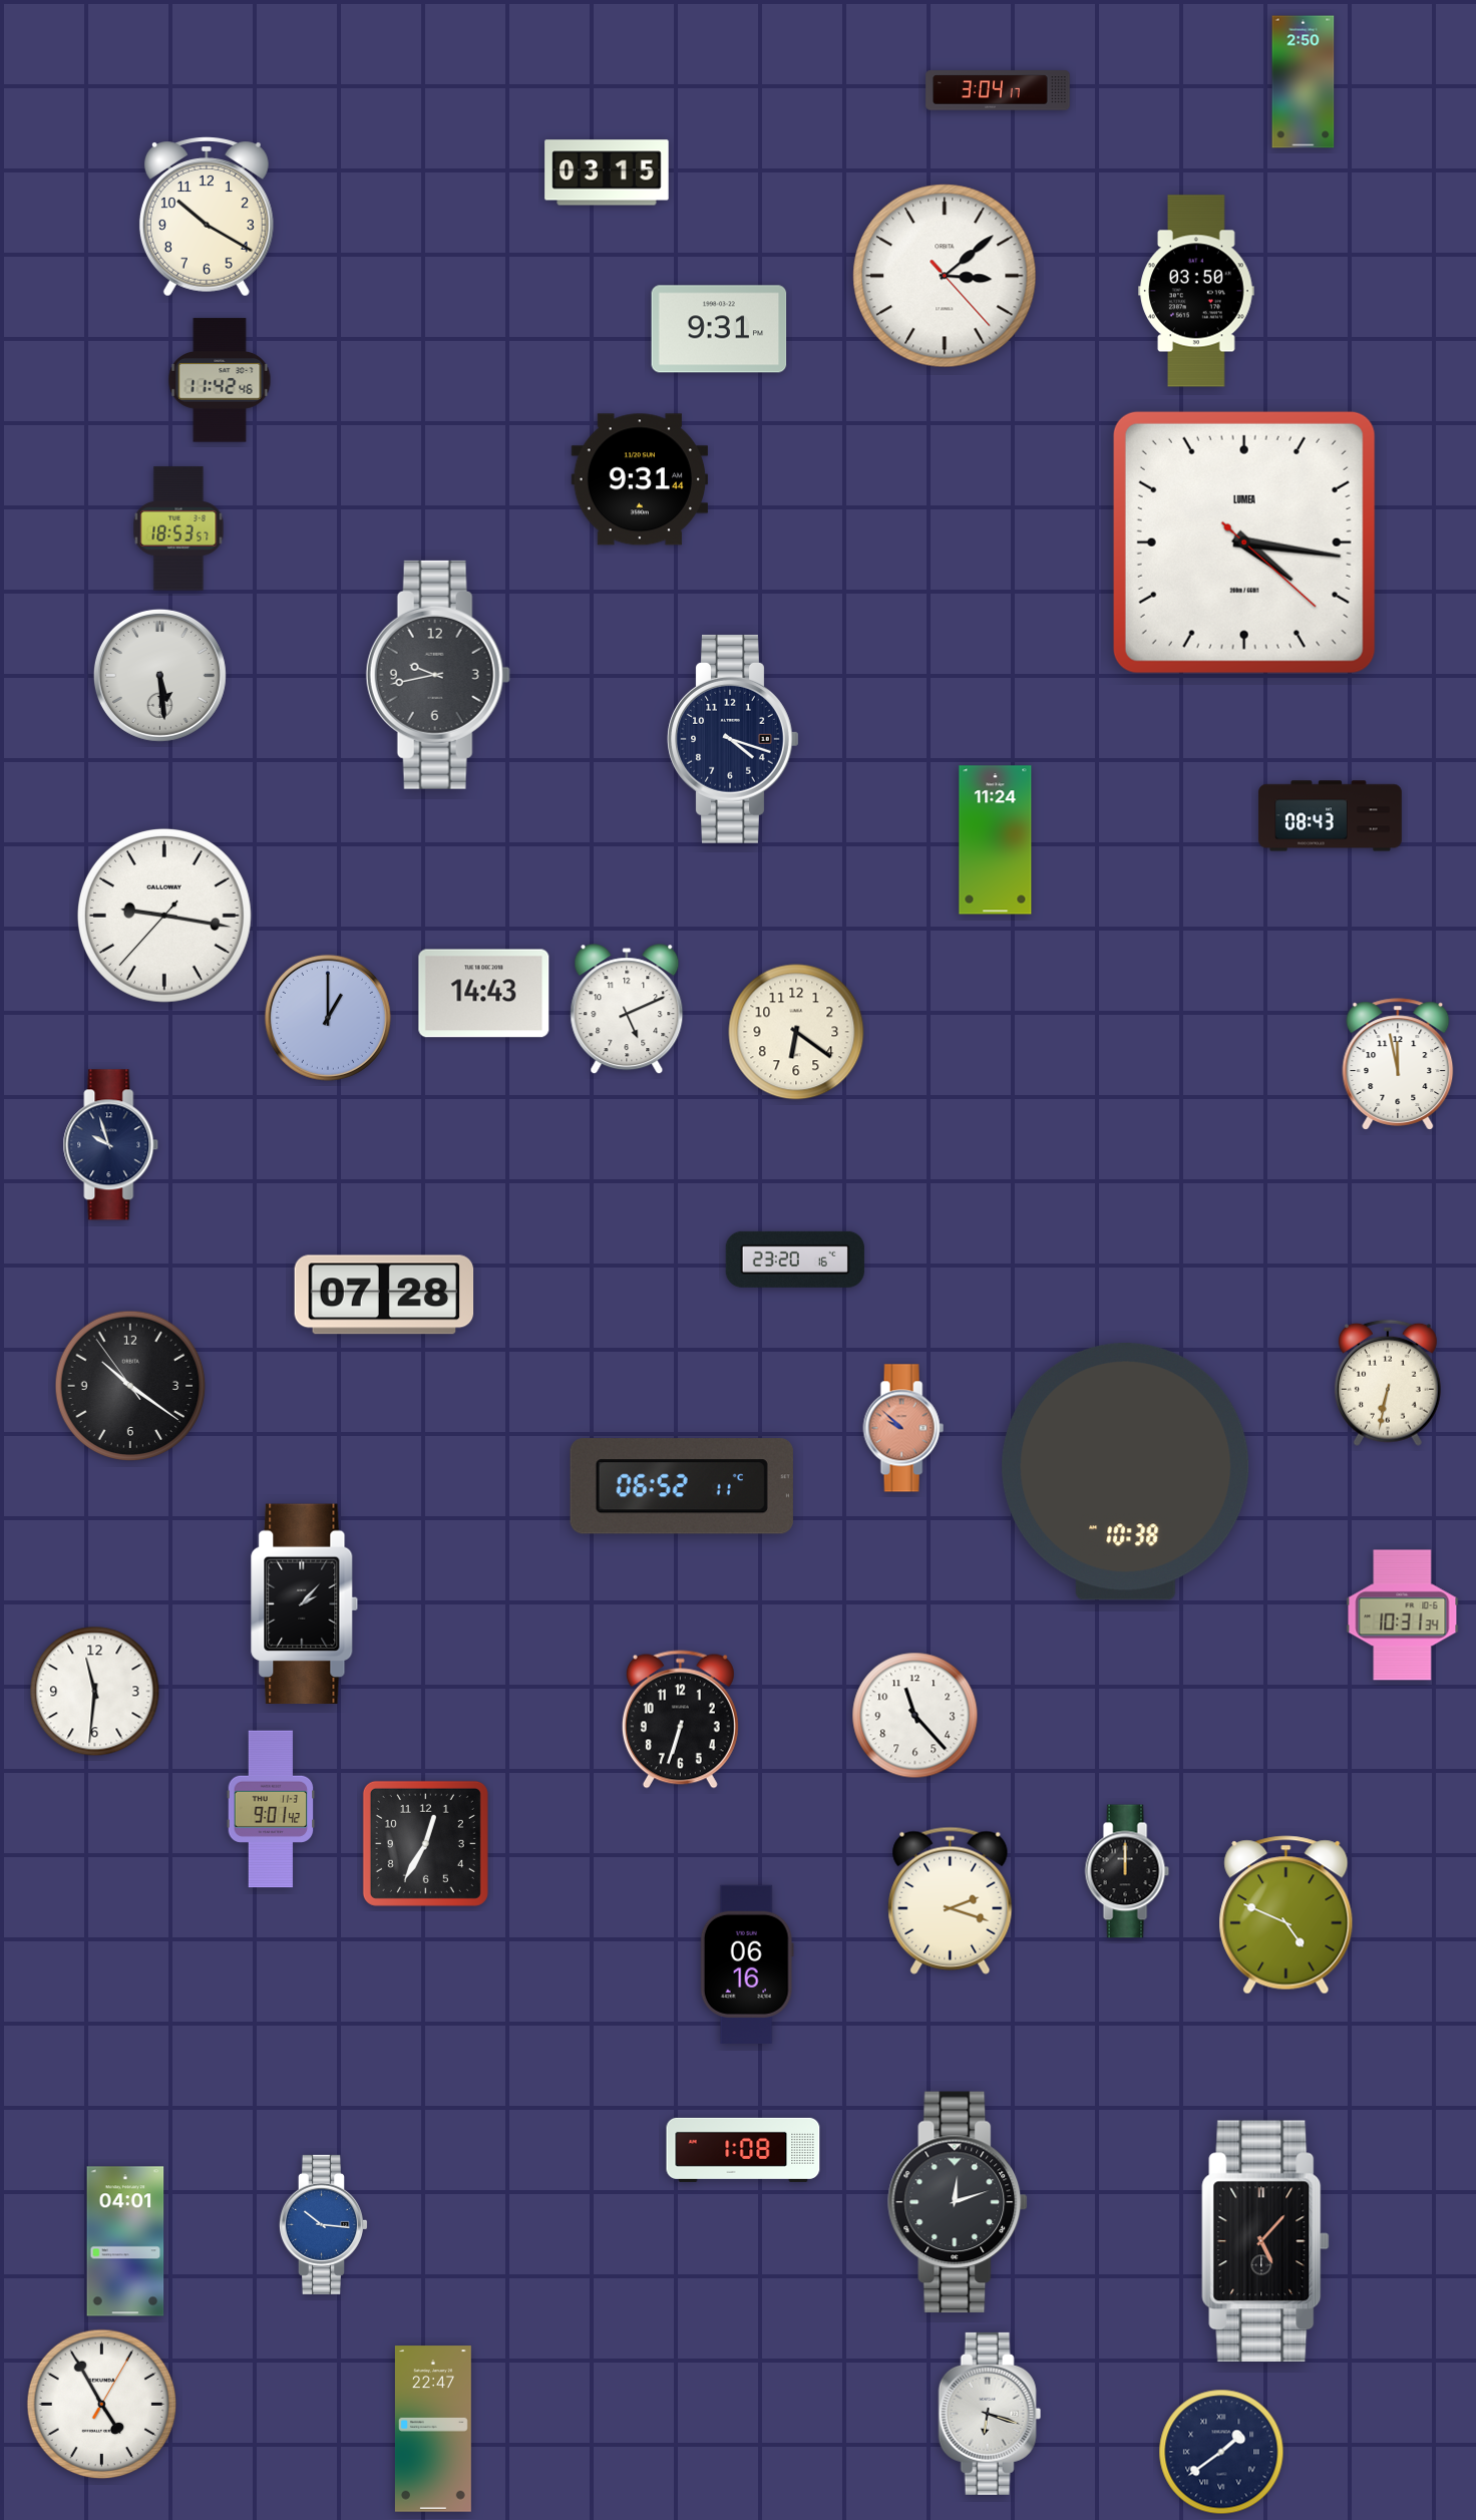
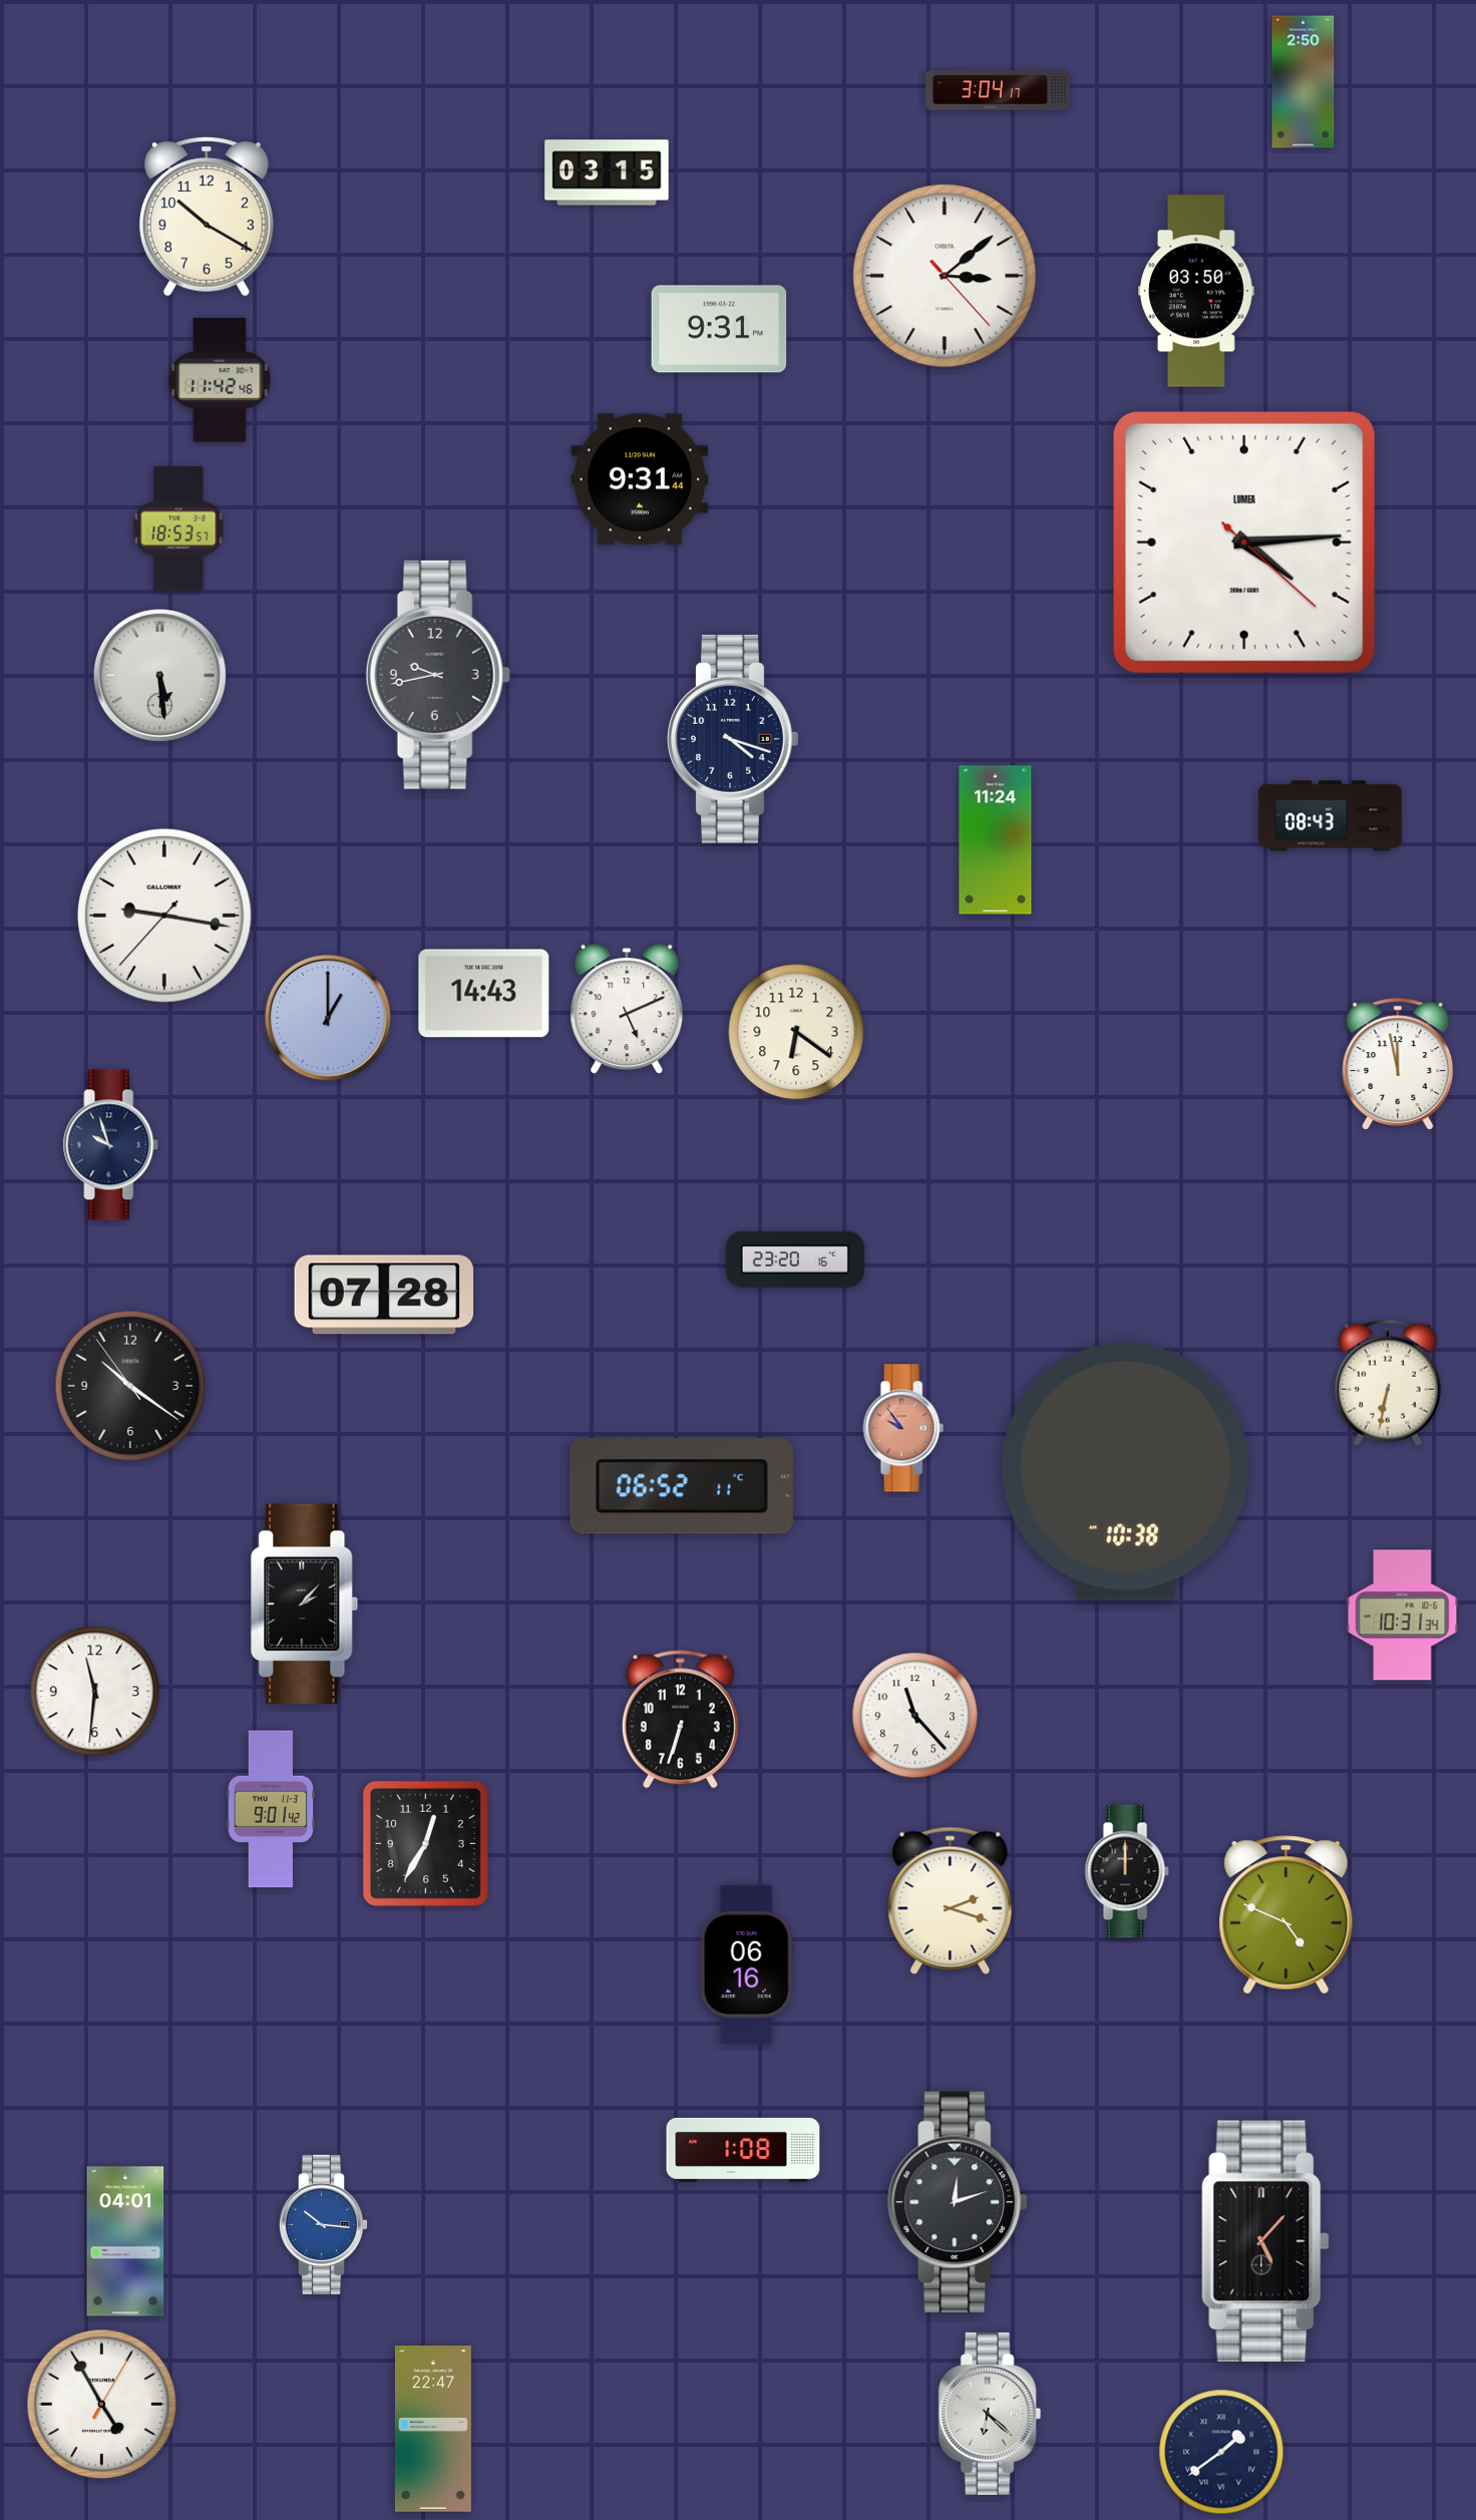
clock at (1244, 543): 4:16 -> 4:14
clock at (903, 1428): 9:52 -> 9:54
clock at (990, 2414): 6:18 -> 6:22
